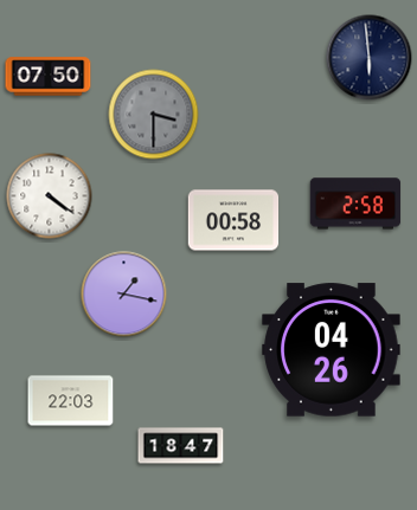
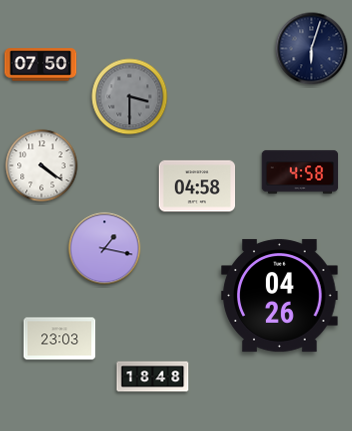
clock at (370, 58): 5:59 -> 6:03
clock at (355, 204): 2:58 -> 4:58
clock at (233, 220): 00:58 -> 04:58
clock at (71, 401): 22:03 -> 23:03
clock at (181, 446): 18:47 -> 18:48
